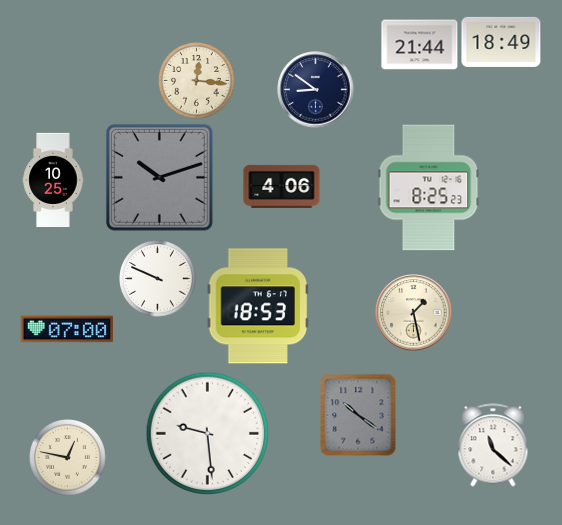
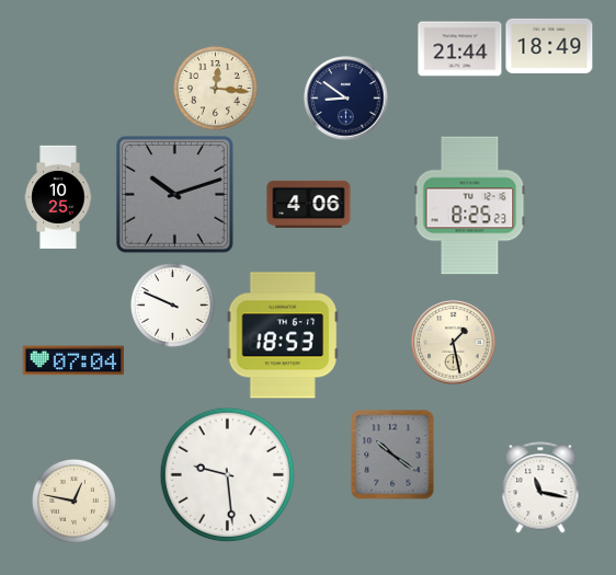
clock at (67, 329): 07:00 -> 07:04
clock at (493, 445): 11:22 -> 11:17
